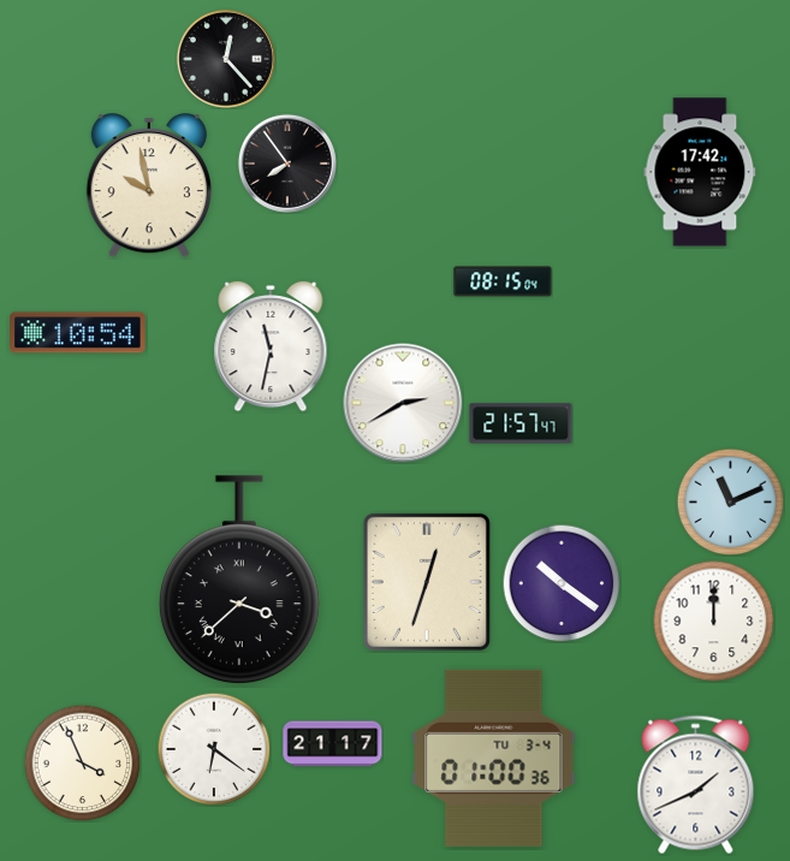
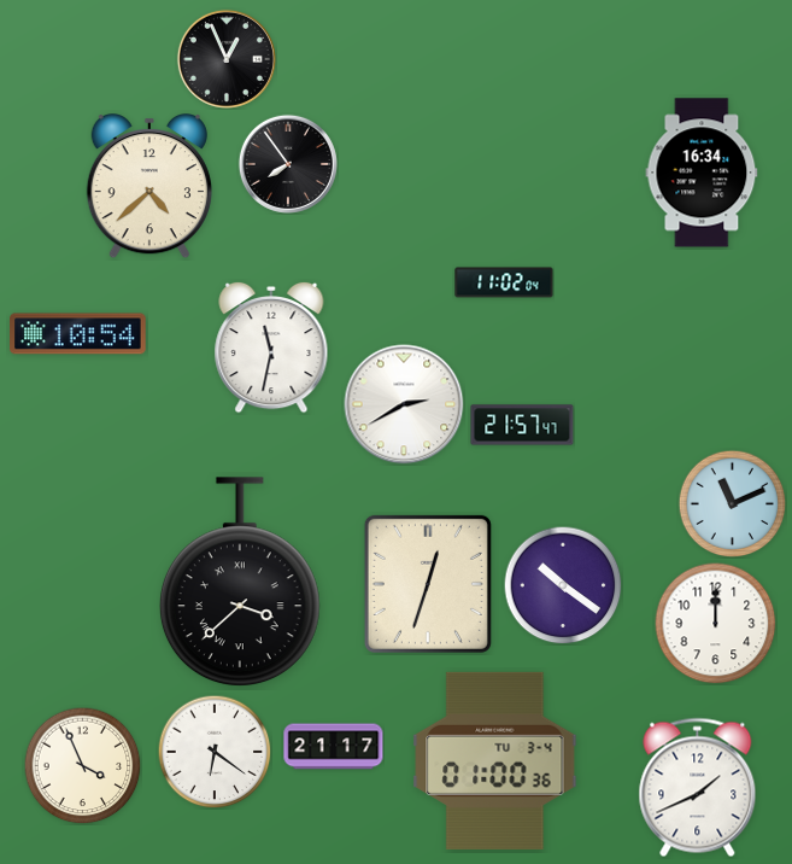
clock at (226, 59): 12:23 -> 12:56
clock at (700, 172): 17:42 -> 16:34
clock at (149, 186): 9:58 -> 4:38
clock at (503, 281): 08:15 -> 11:02
